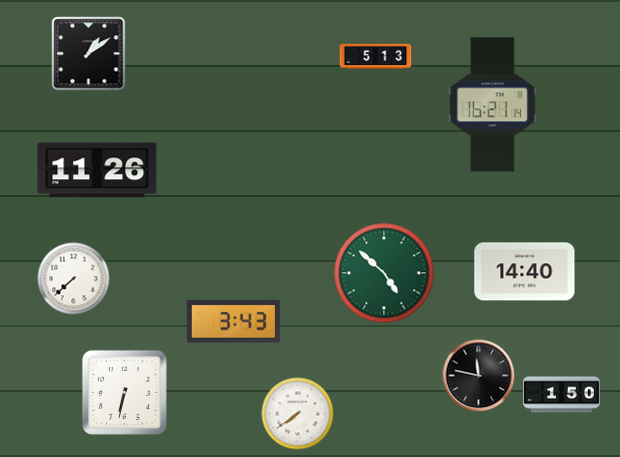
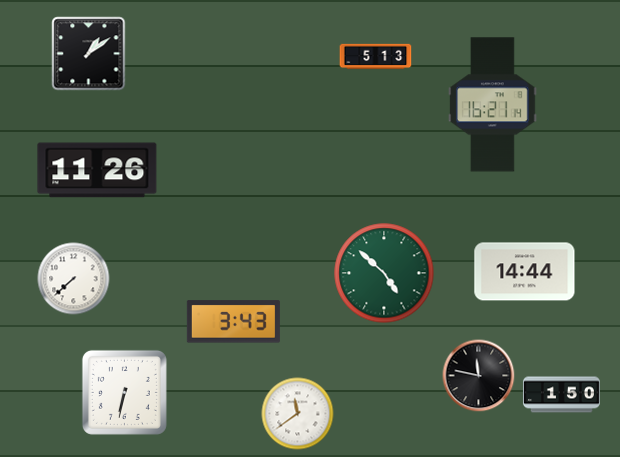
clock at (525, 272): 14:40 -> 14:44
clock at (298, 414): 7:39 -> 11:39
